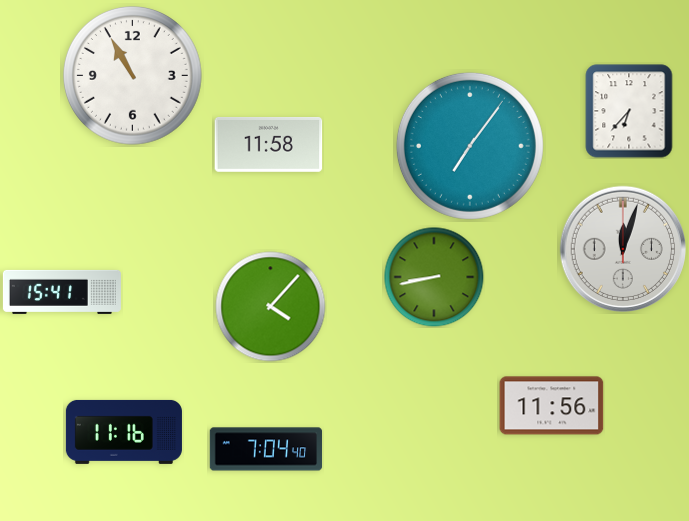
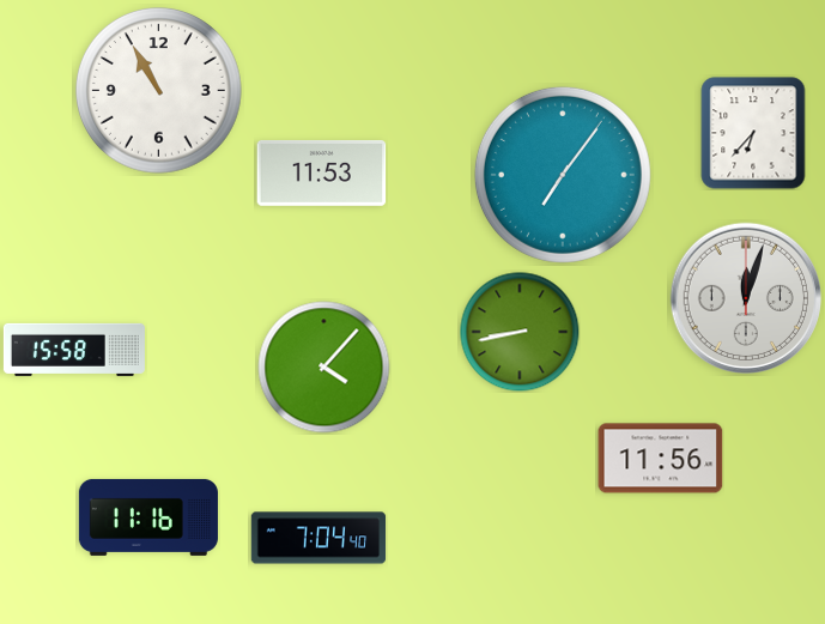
clock at (269, 144): 11:58 -> 11:53
clock at (62, 292): 15:41 -> 15:58
clock at (552, 406) position: (552, 406) -> (661, 459)
